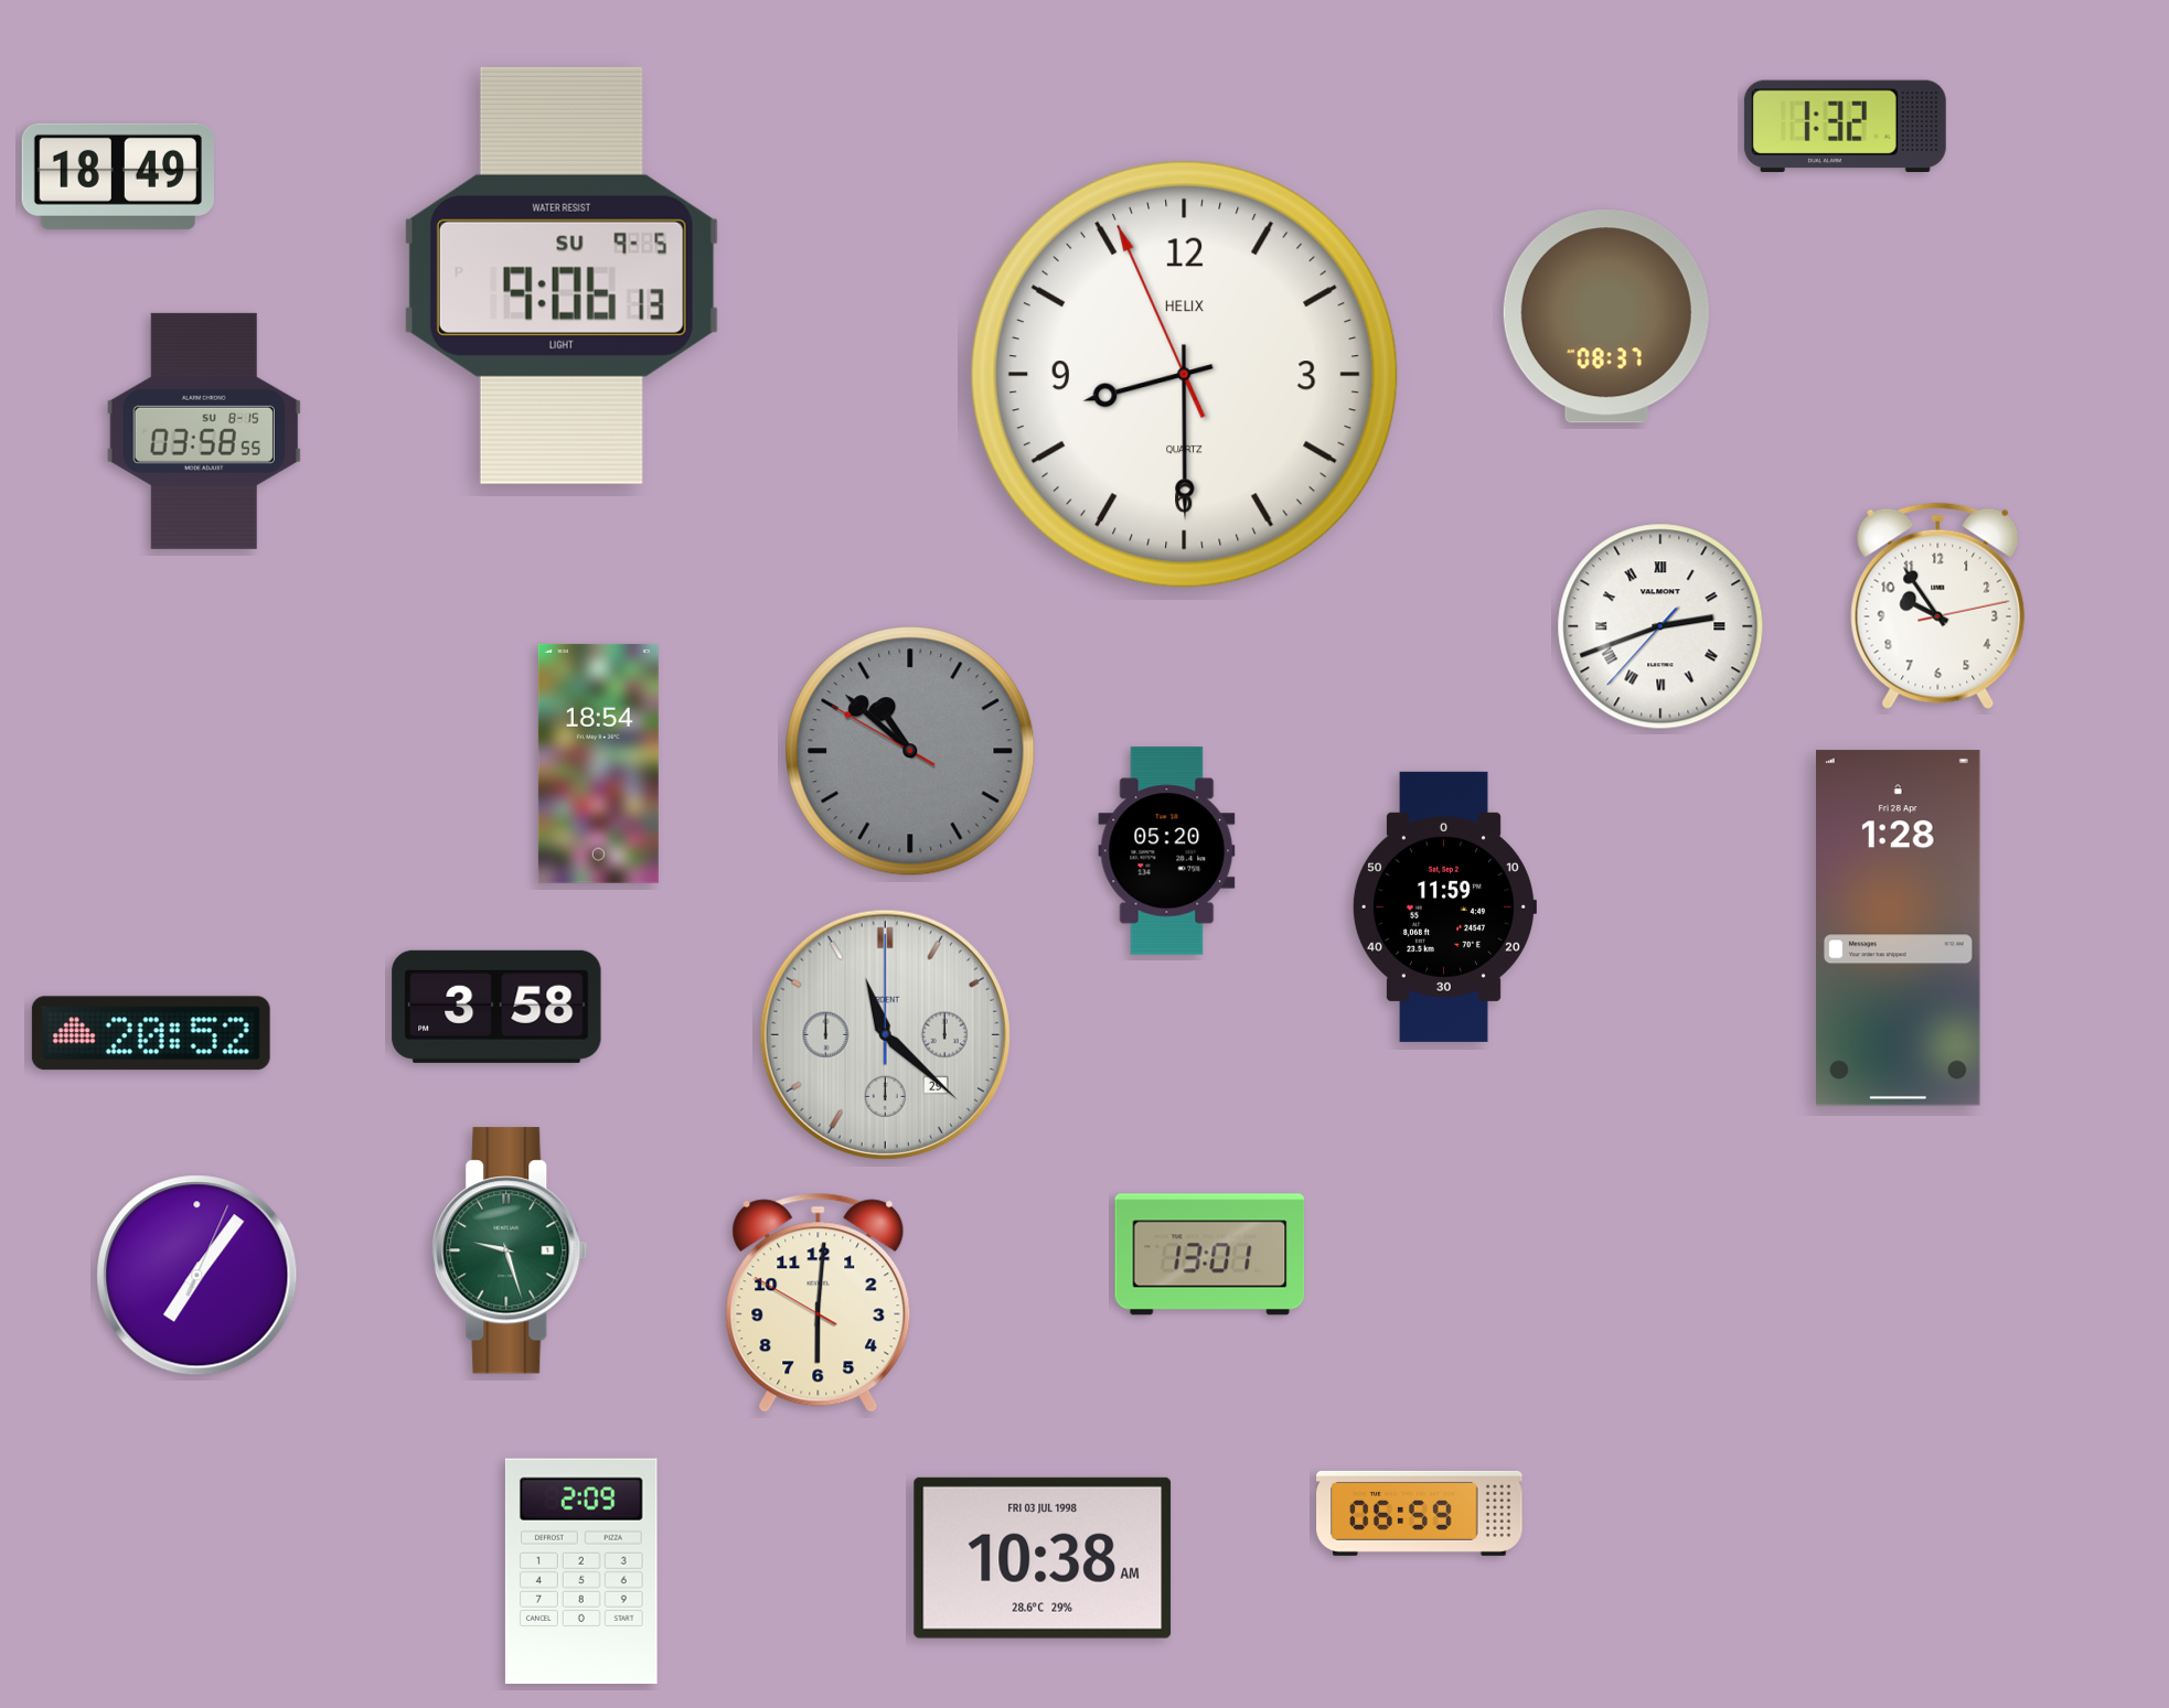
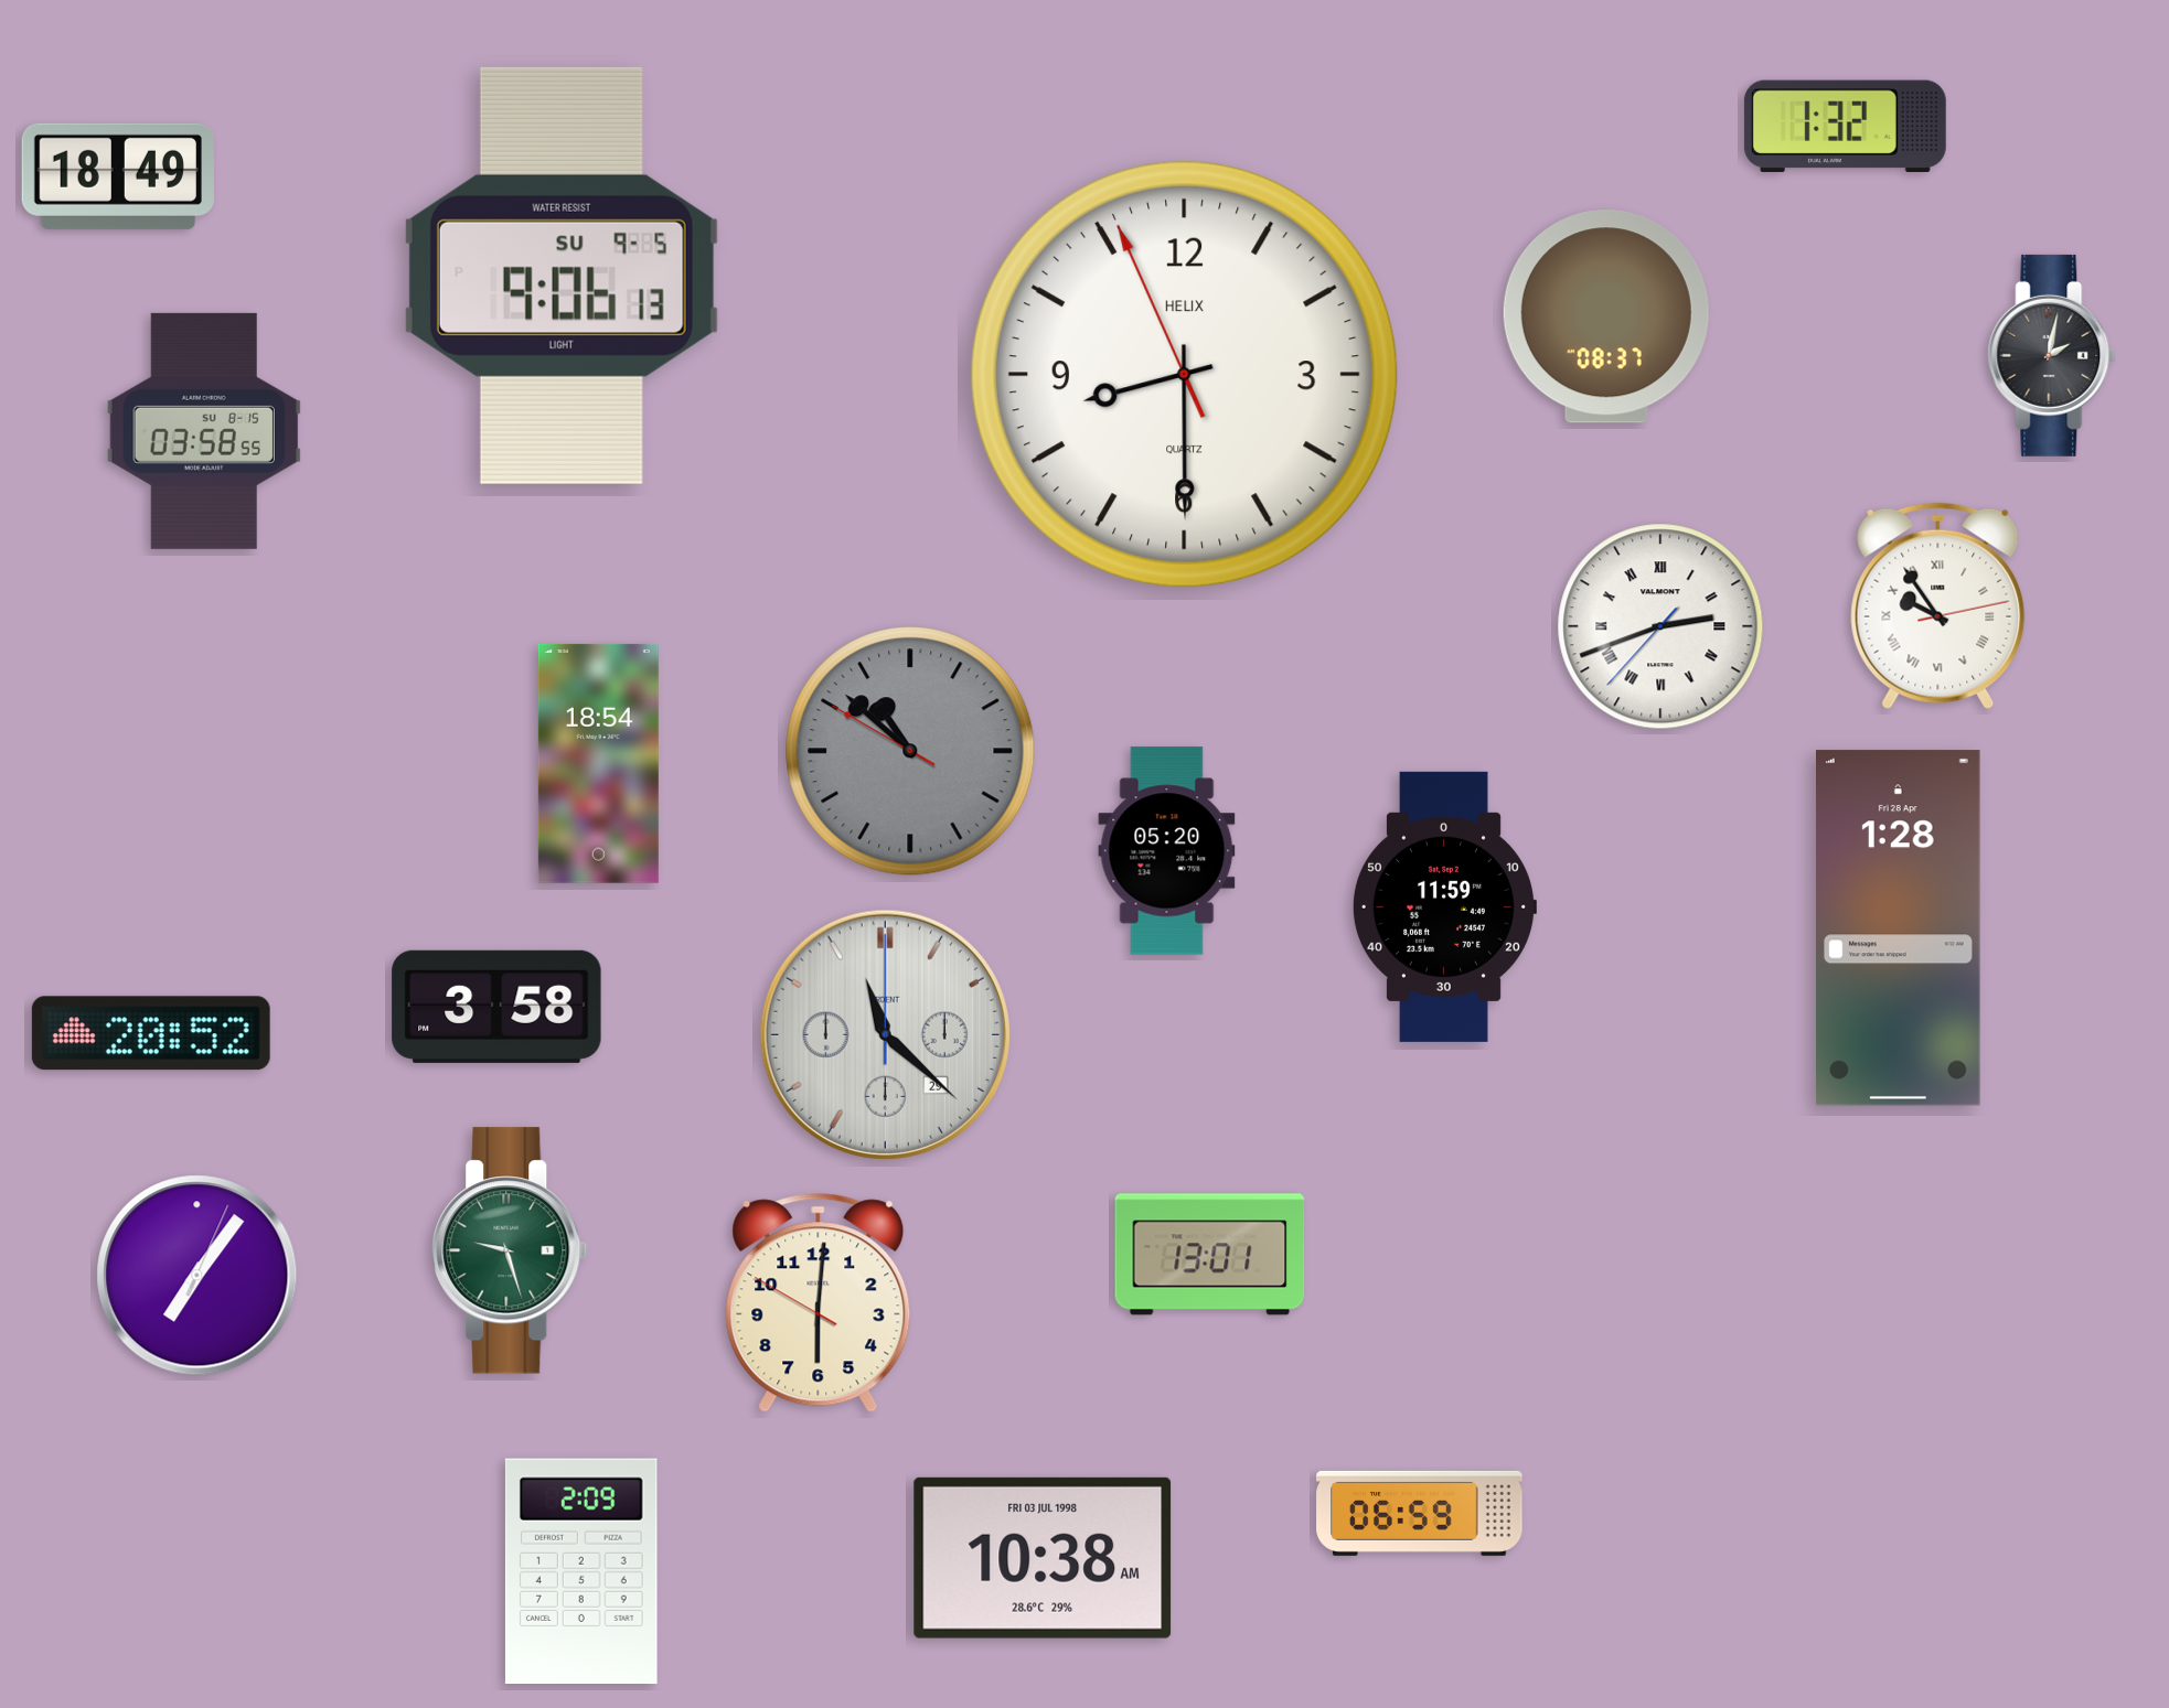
clock at (2052, 355): none -> 2:02
clock at (1938, 606) numerals: Arabic -> Roman
